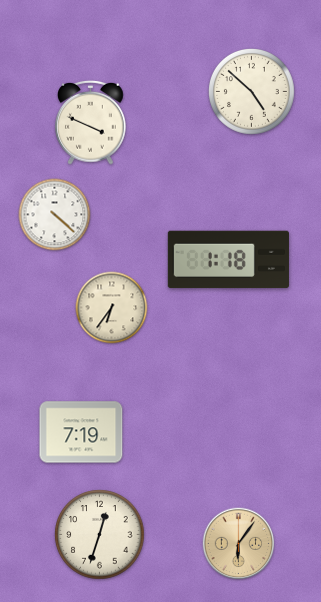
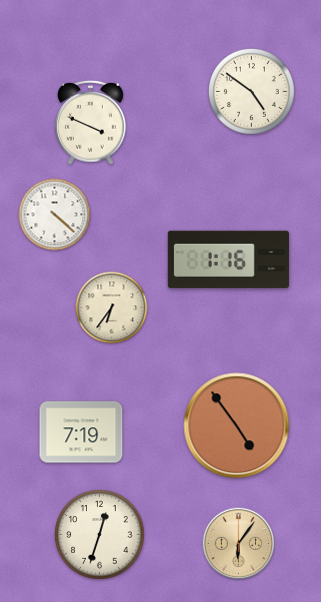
clock at (252, 92): 4:52 -> 4:51
clock at (228, 260): 1:18 -> 1:16
clock at (237, 426): none -> 4:54
